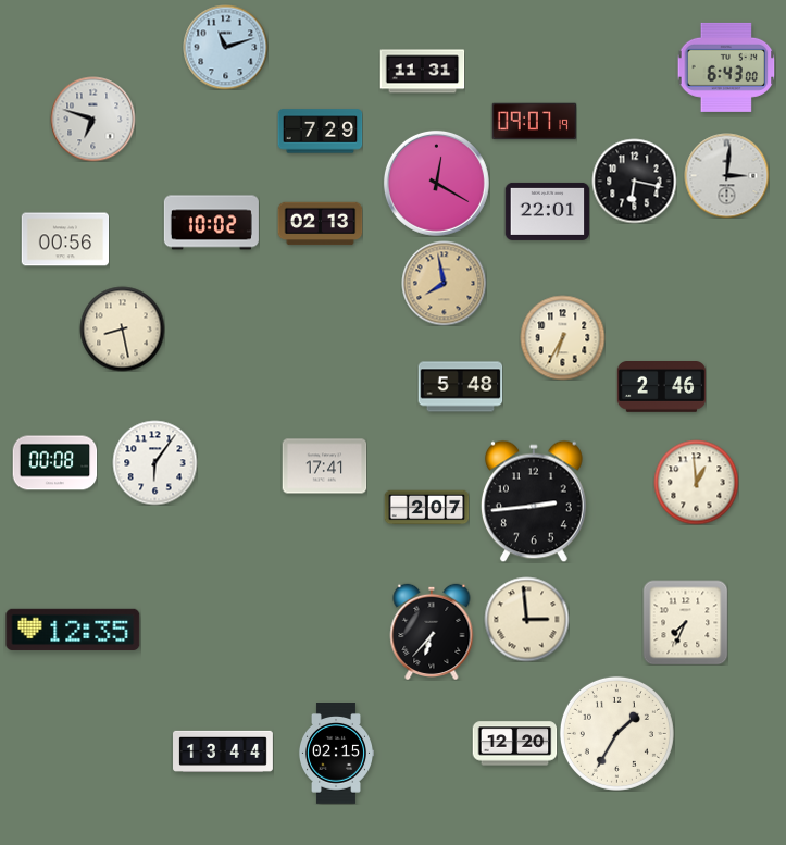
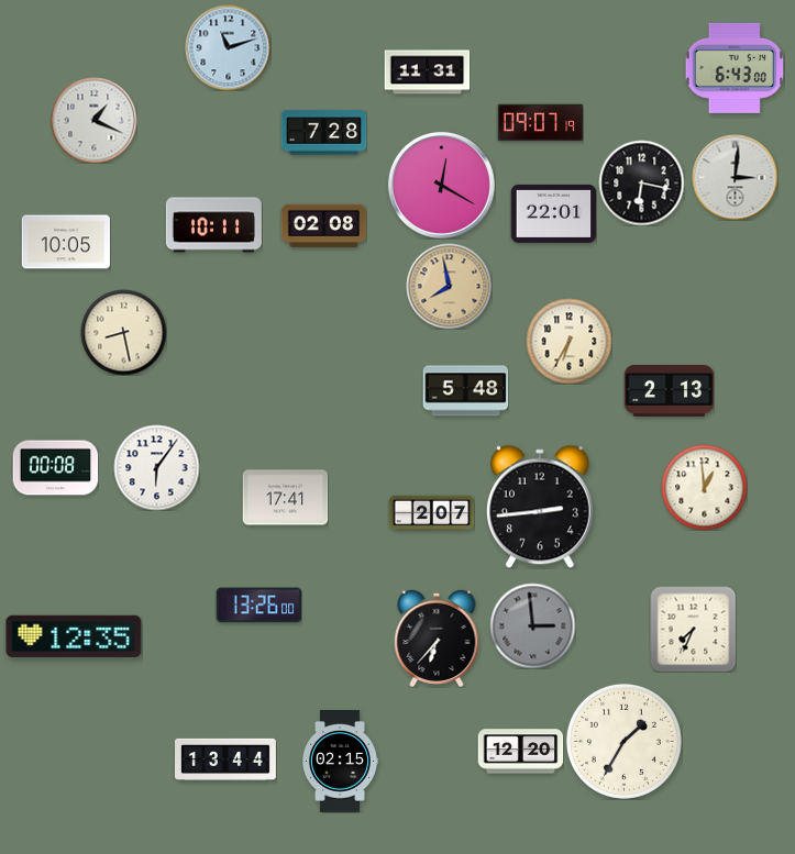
clock at (92, 119): 6:48 -> 1:19
clock at (320, 132): 7:29 -> 7:28
clock at (211, 223): 10:02 -> 10:11
clock at (320, 224): 02:13 -> 02:08
clock at (65, 239): 00:56 -> 10:05
clock at (661, 387): 2:46 -> 2:13
clock at (324, 467) position: (324, 467) -> (285, 498)
clock at (258, 606): none -> 13:26
clock at (526, 619) dial: cream -> grey
